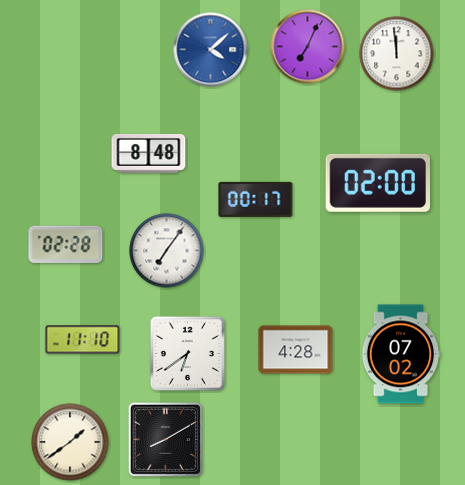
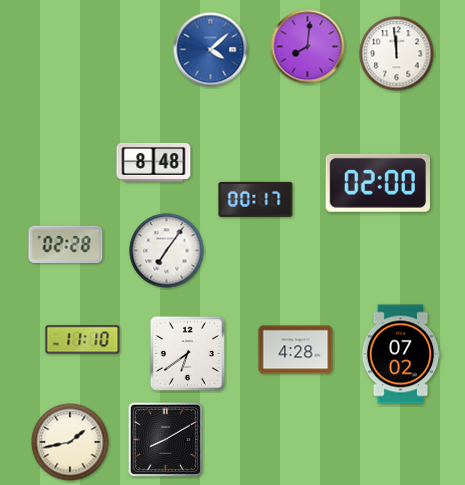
clock at (308, 47): 7:04 -> 8:01
clock at (149, 153) position: (149, 153) -> (154, 162)
clock at (70, 442): 1:39 -> 1:43
